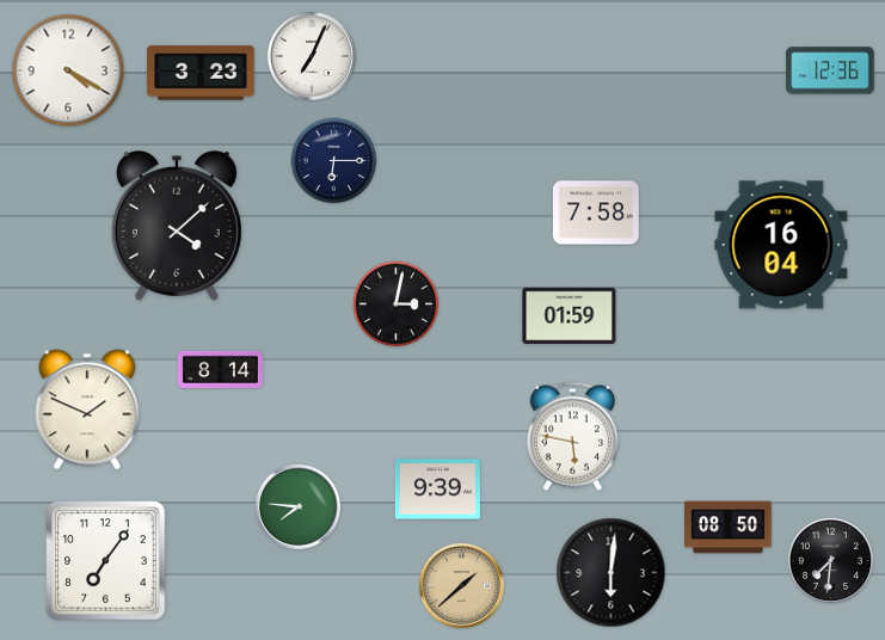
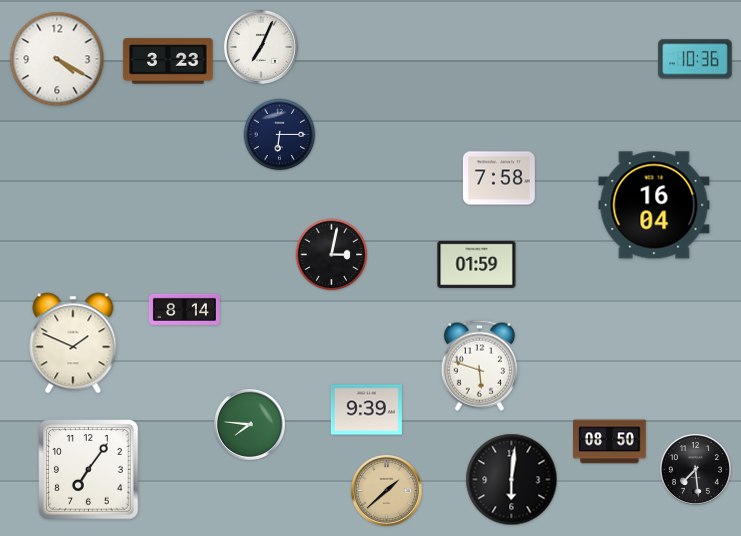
clock at (830, 70): 12:36 -> 10:36
clock at (177, 226): 4:08 -> none
clock at (572, 436): 5:47 -> 5:48
clock at (830, 560): 7:31 -> 7:29
